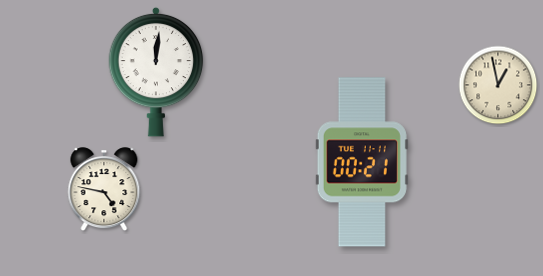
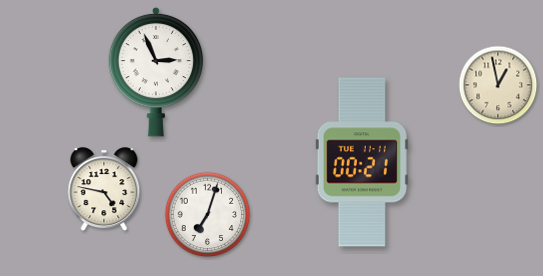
clock at (156, 72): 12:01 -> 2:56
clock at (208, 215): none -> 7:03
